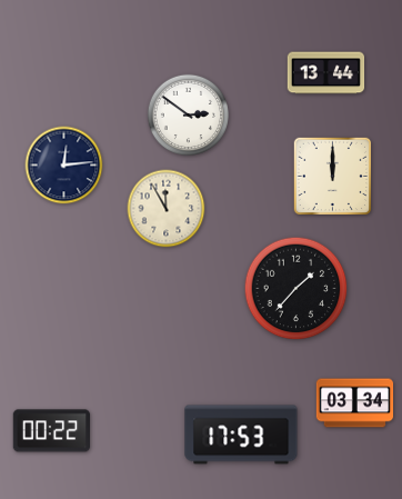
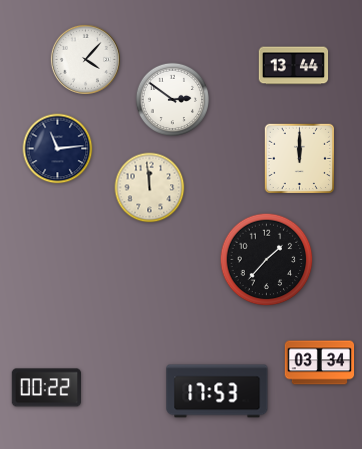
clock at (85, 59): none -> 4:07
clock at (189, 116) position: (189, 116) -> (173, 100)
clock at (64, 166): 12:14 -> 11:14
clock at (167, 209): 11:55 -> 11:59
